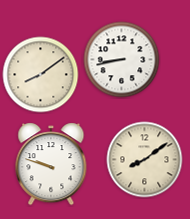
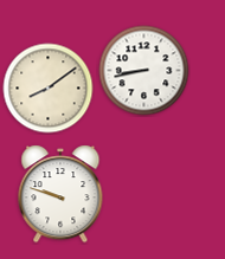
clock at (145, 160): 8:09 -> none
